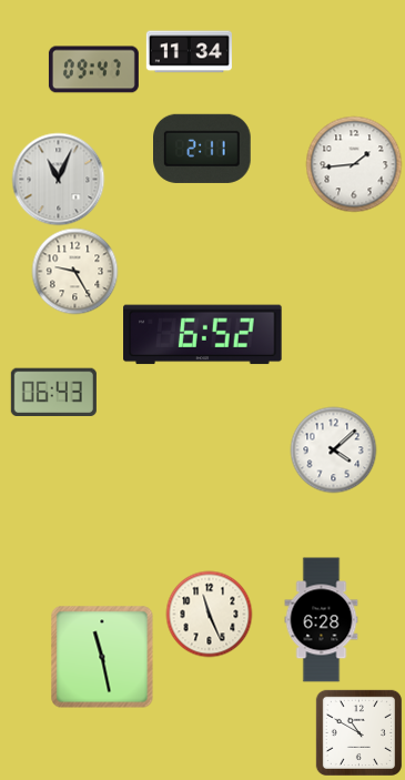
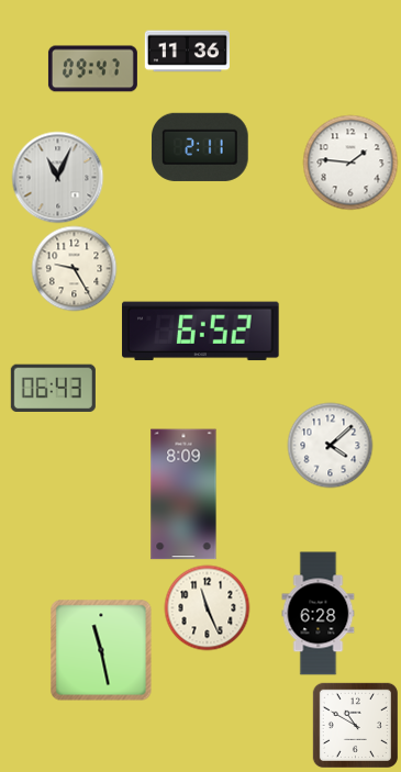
clock at (189, 52): 11:34 -> 11:36
clock at (354, 164): 1:44 -> 1:46
clock at (183, 494): none -> 8:09
